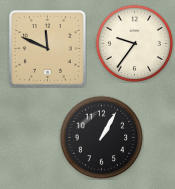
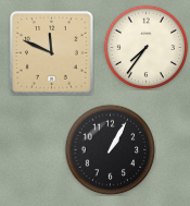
clock at (134, 43): 9:36 -> 7:36
